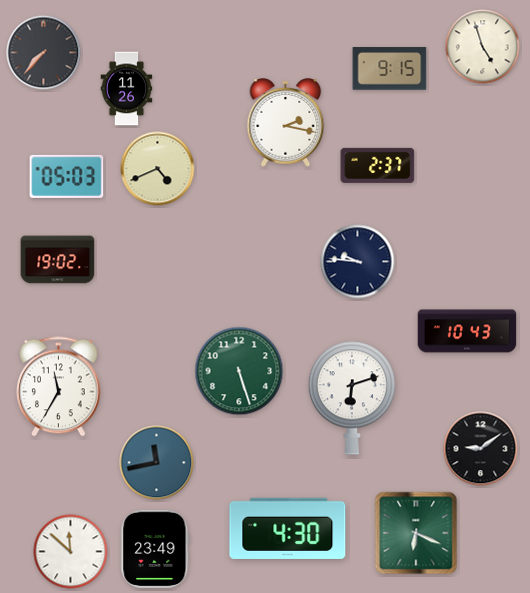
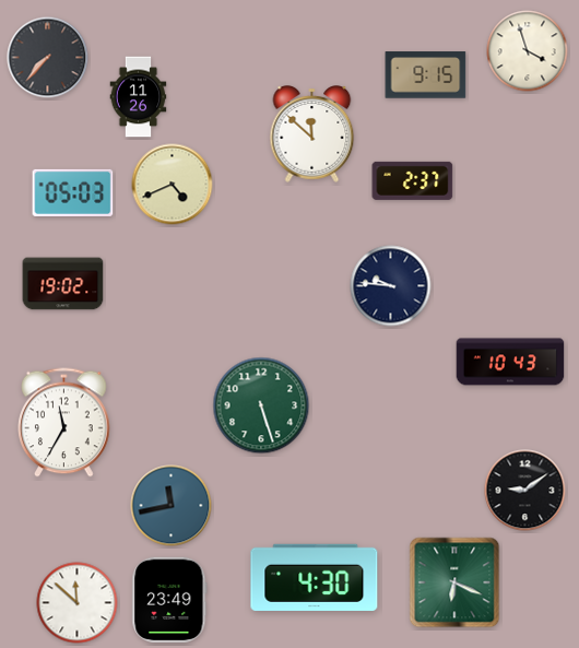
clock at (483, 47): 4:57 -> 3:57
clock at (286, 123): 2:17 -> 11:52
clock at (352, 398): 6:12 -> none
